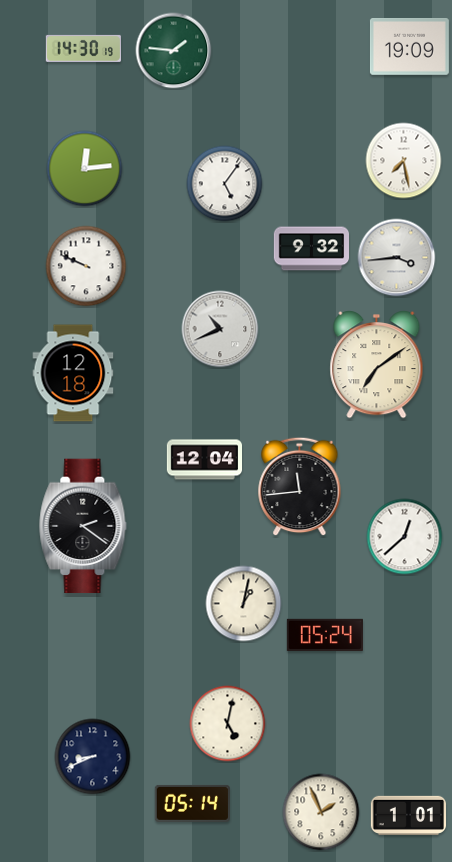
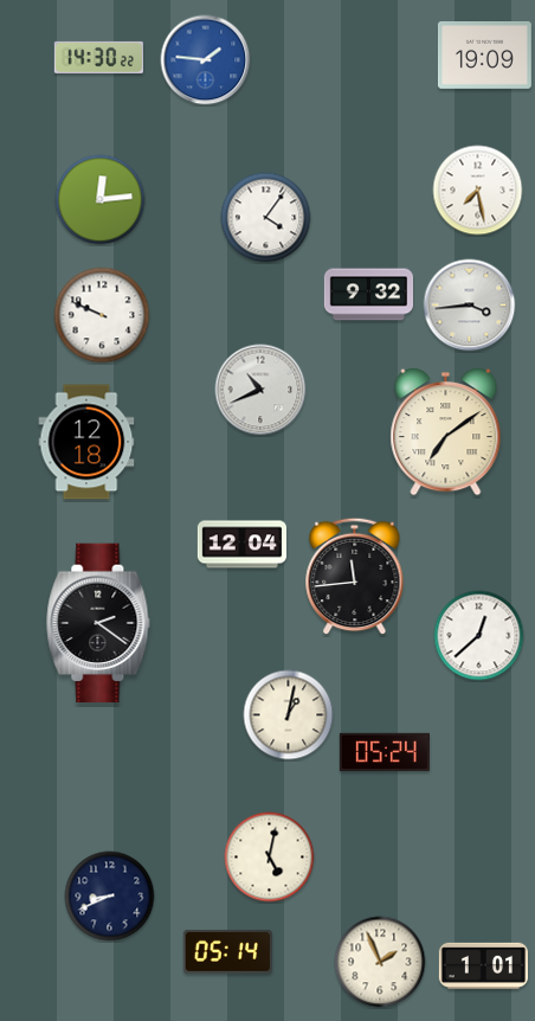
clock at (83, 48): 14:30:19 -> 14:30:22
clock at (174, 51) dial: green -> blue
clock at (225, 184): 5:06 -> 4:06
